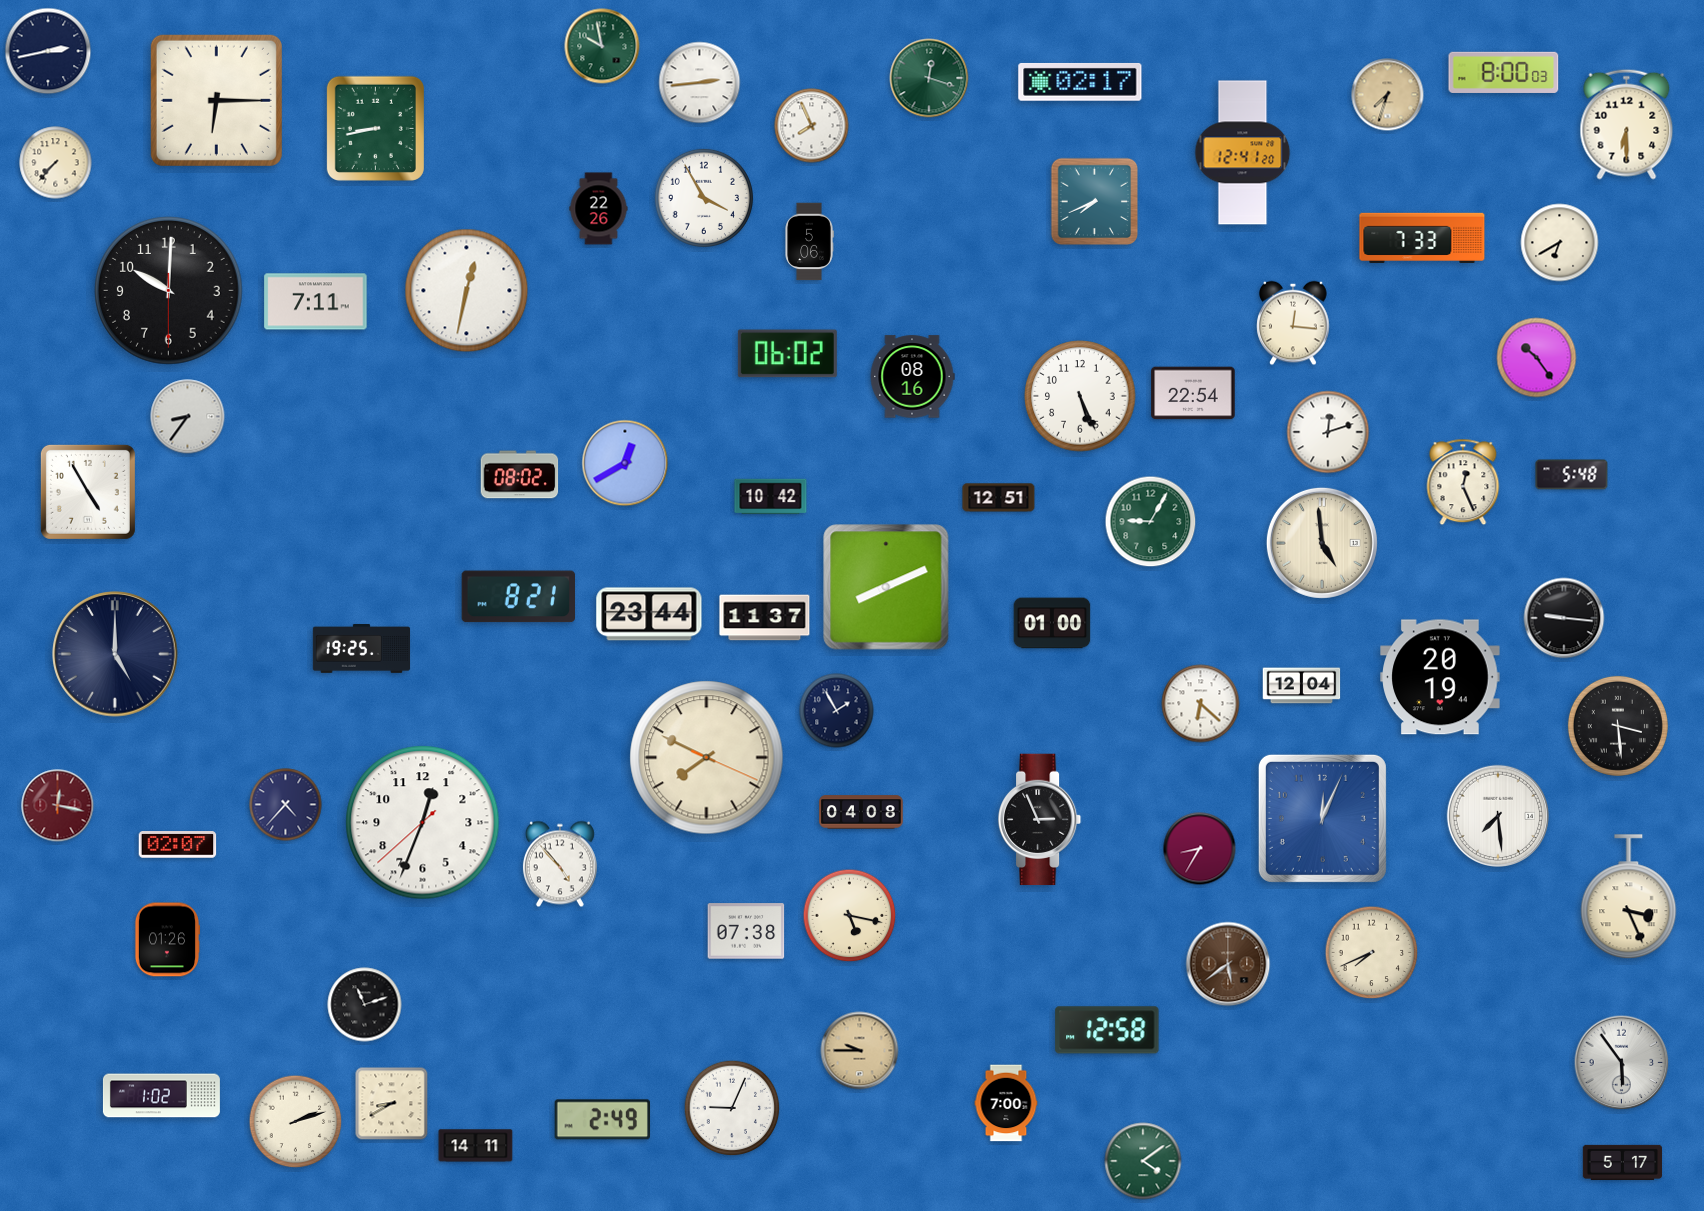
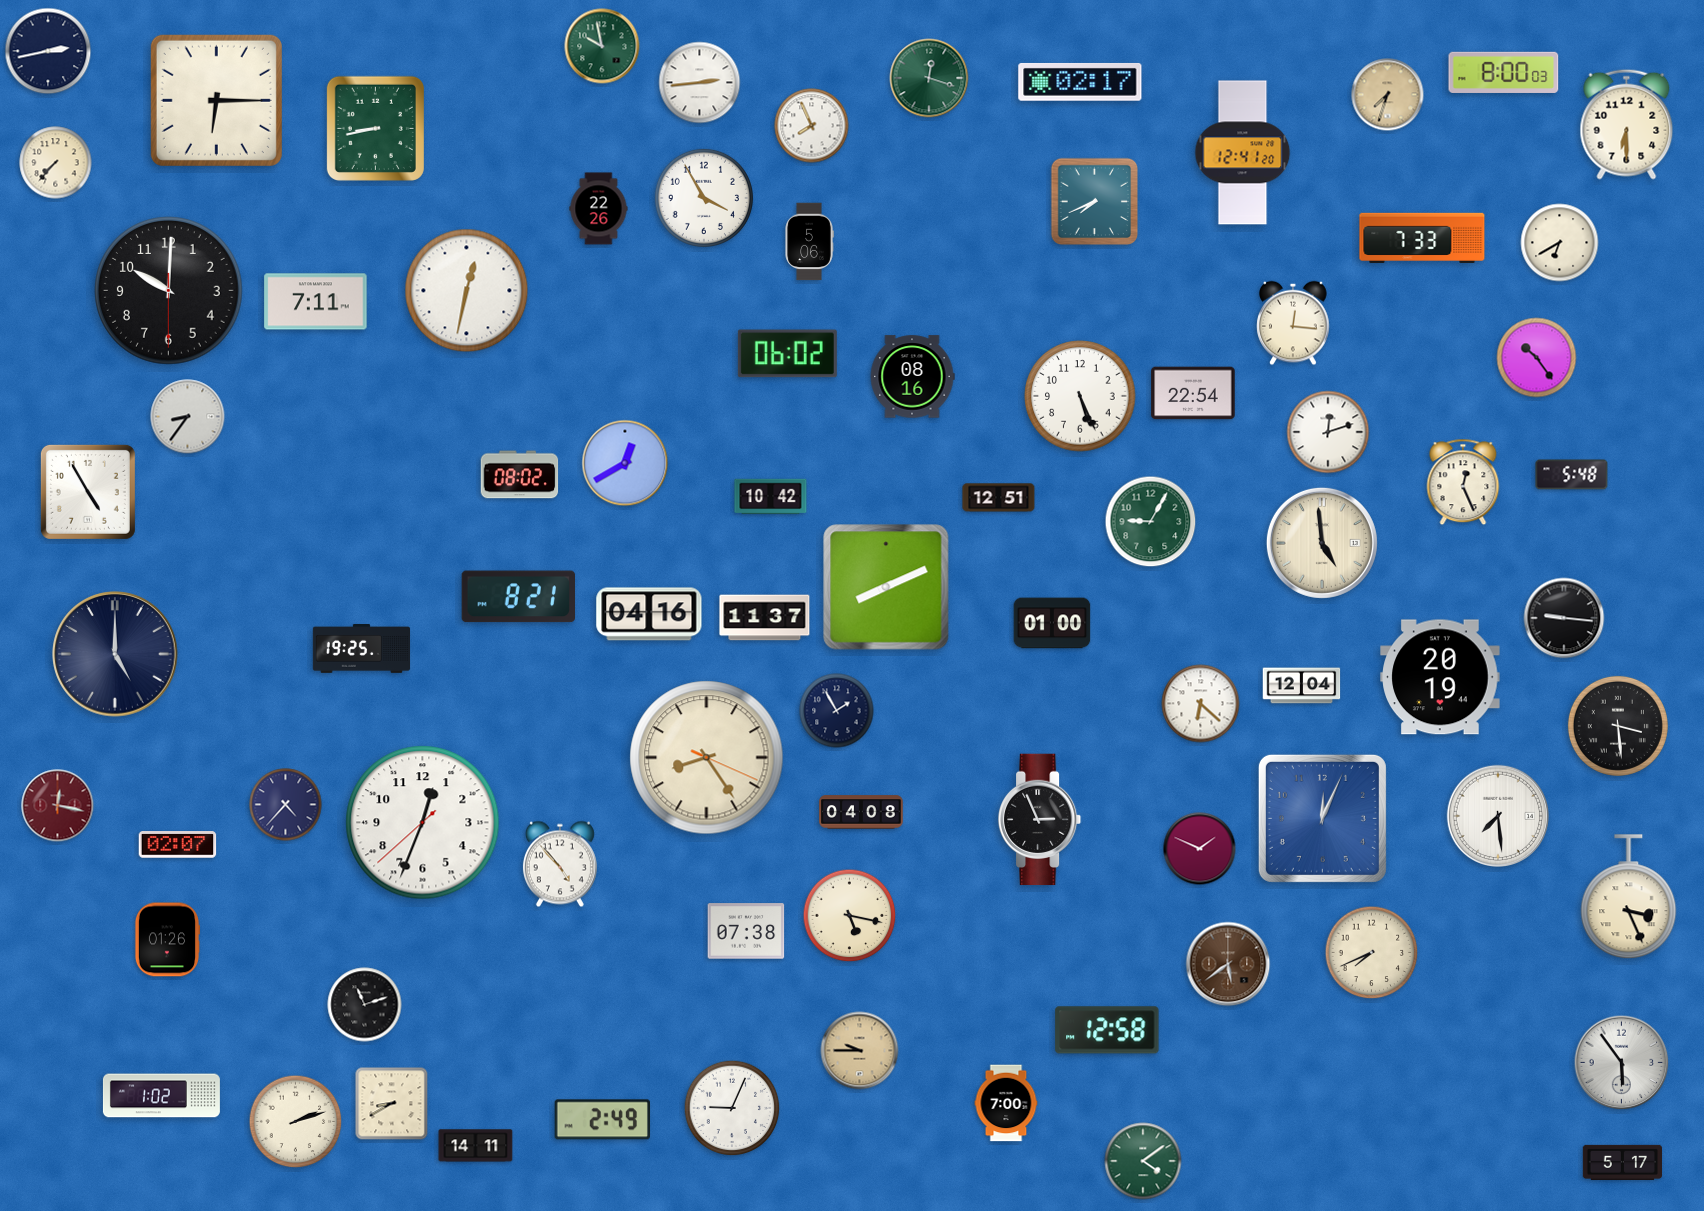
clock at (649, 614): 23:44 -> 04:16
clock at (707, 758): 7:49 -> 8:24
clock at (1200, 849): 8:35 -> 1:49
